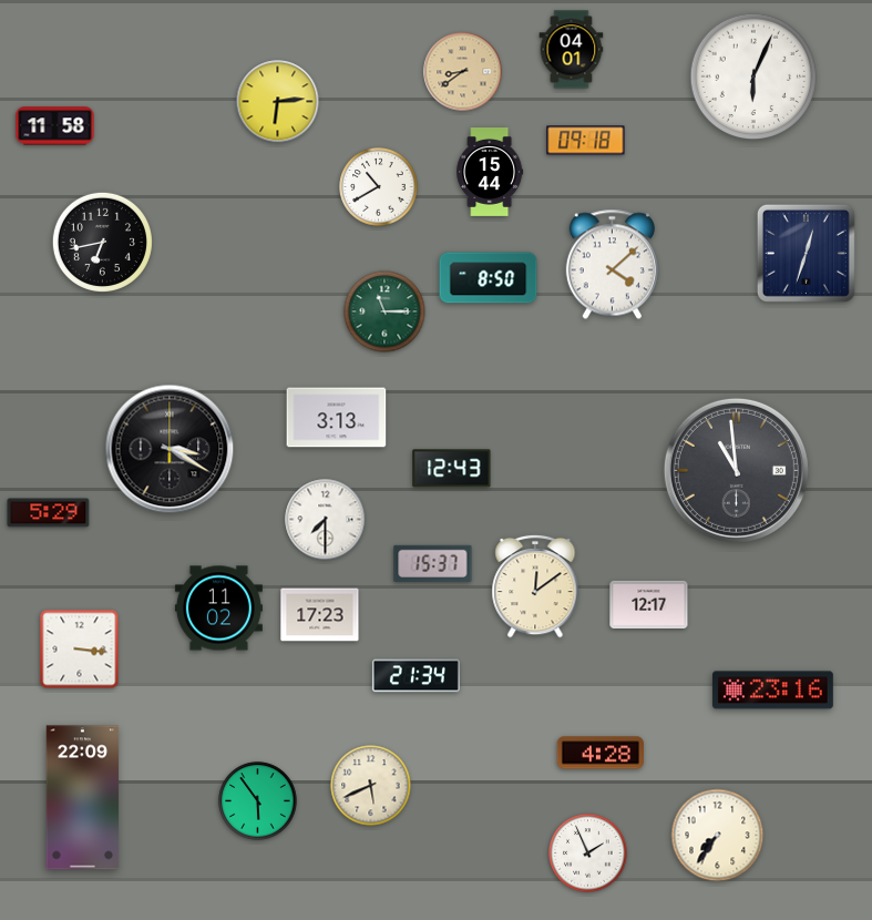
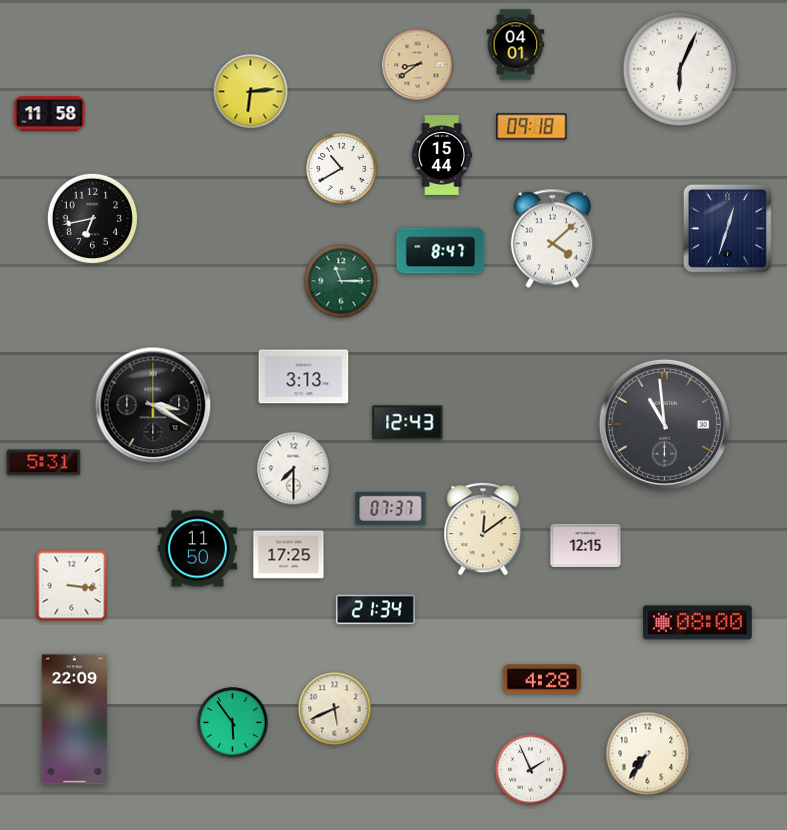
clock at (586, 141) position: (586, 141) -> (532, 127)
clock at (489, 278): 8:50 -> 8:47
clock at (384, 311) position: (384, 311) -> (341, 281)
clock at (49, 513): 5:29 -> 5:31
clock at (433, 563): 15:37 -> 07:37
clock at (649, 604): 12:17 -> 12:15
clock at (218, 609): 11:02 -> 11:50
clock at (320, 615): 17:23 -> 17:25
clock at (772, 691): 23:16 -> 08:00
